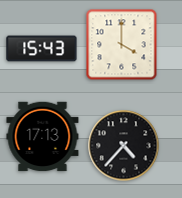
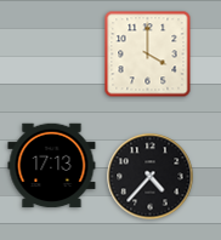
clock at (42, 49): 15:43 -> none
